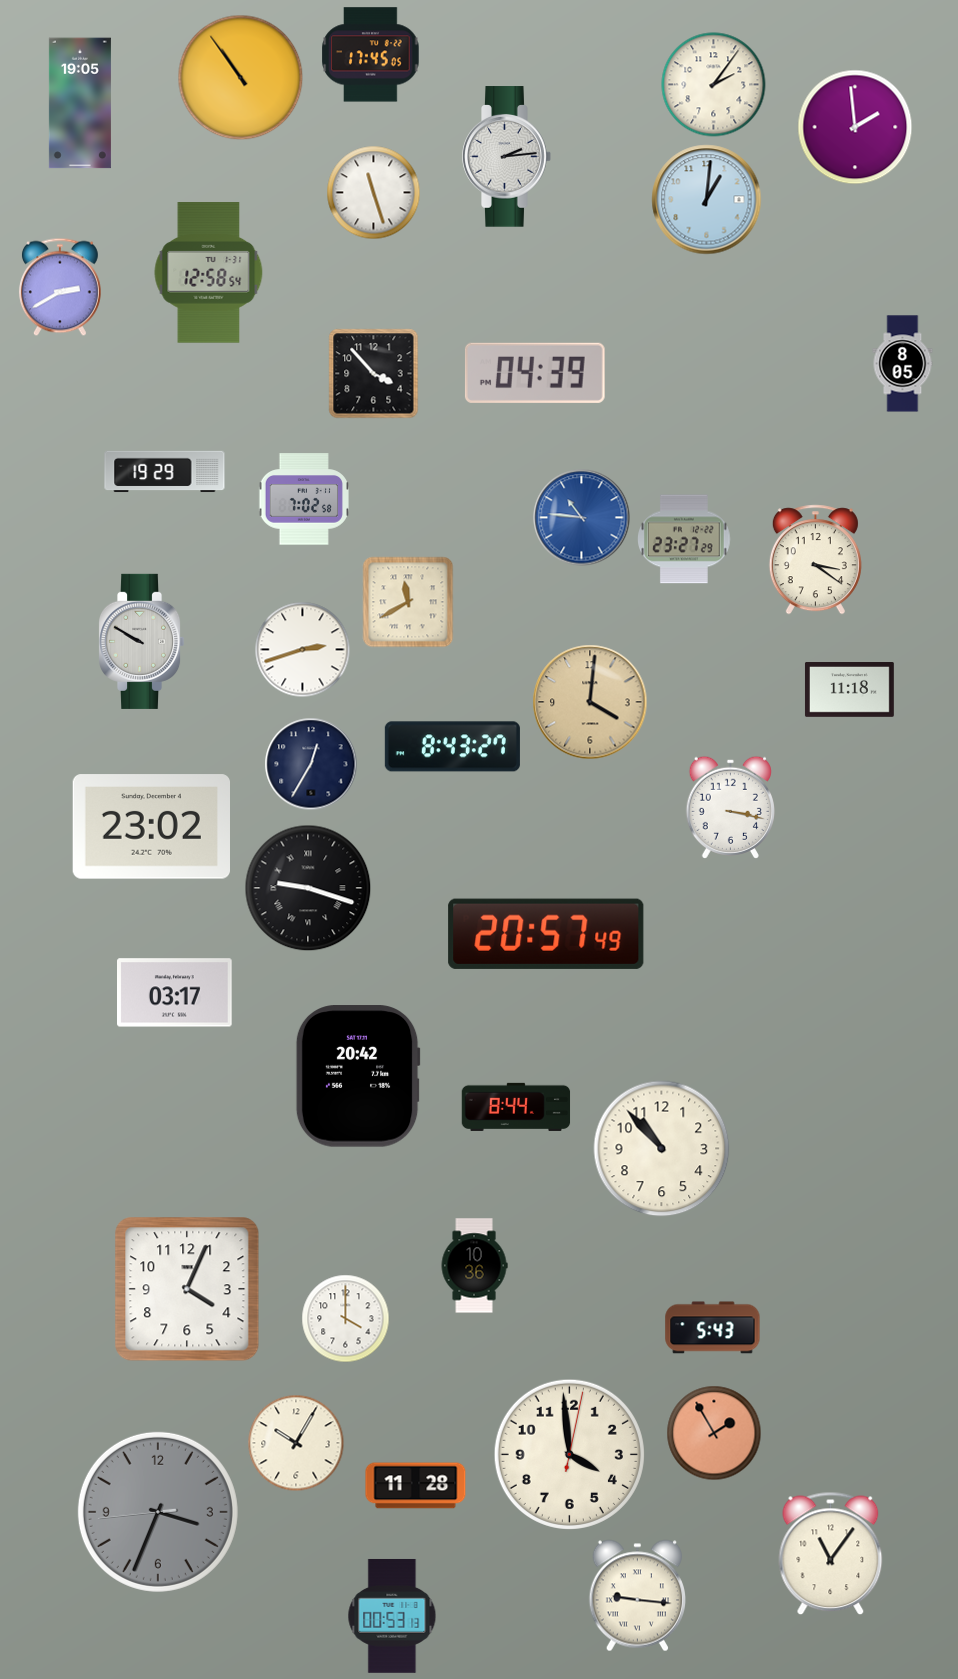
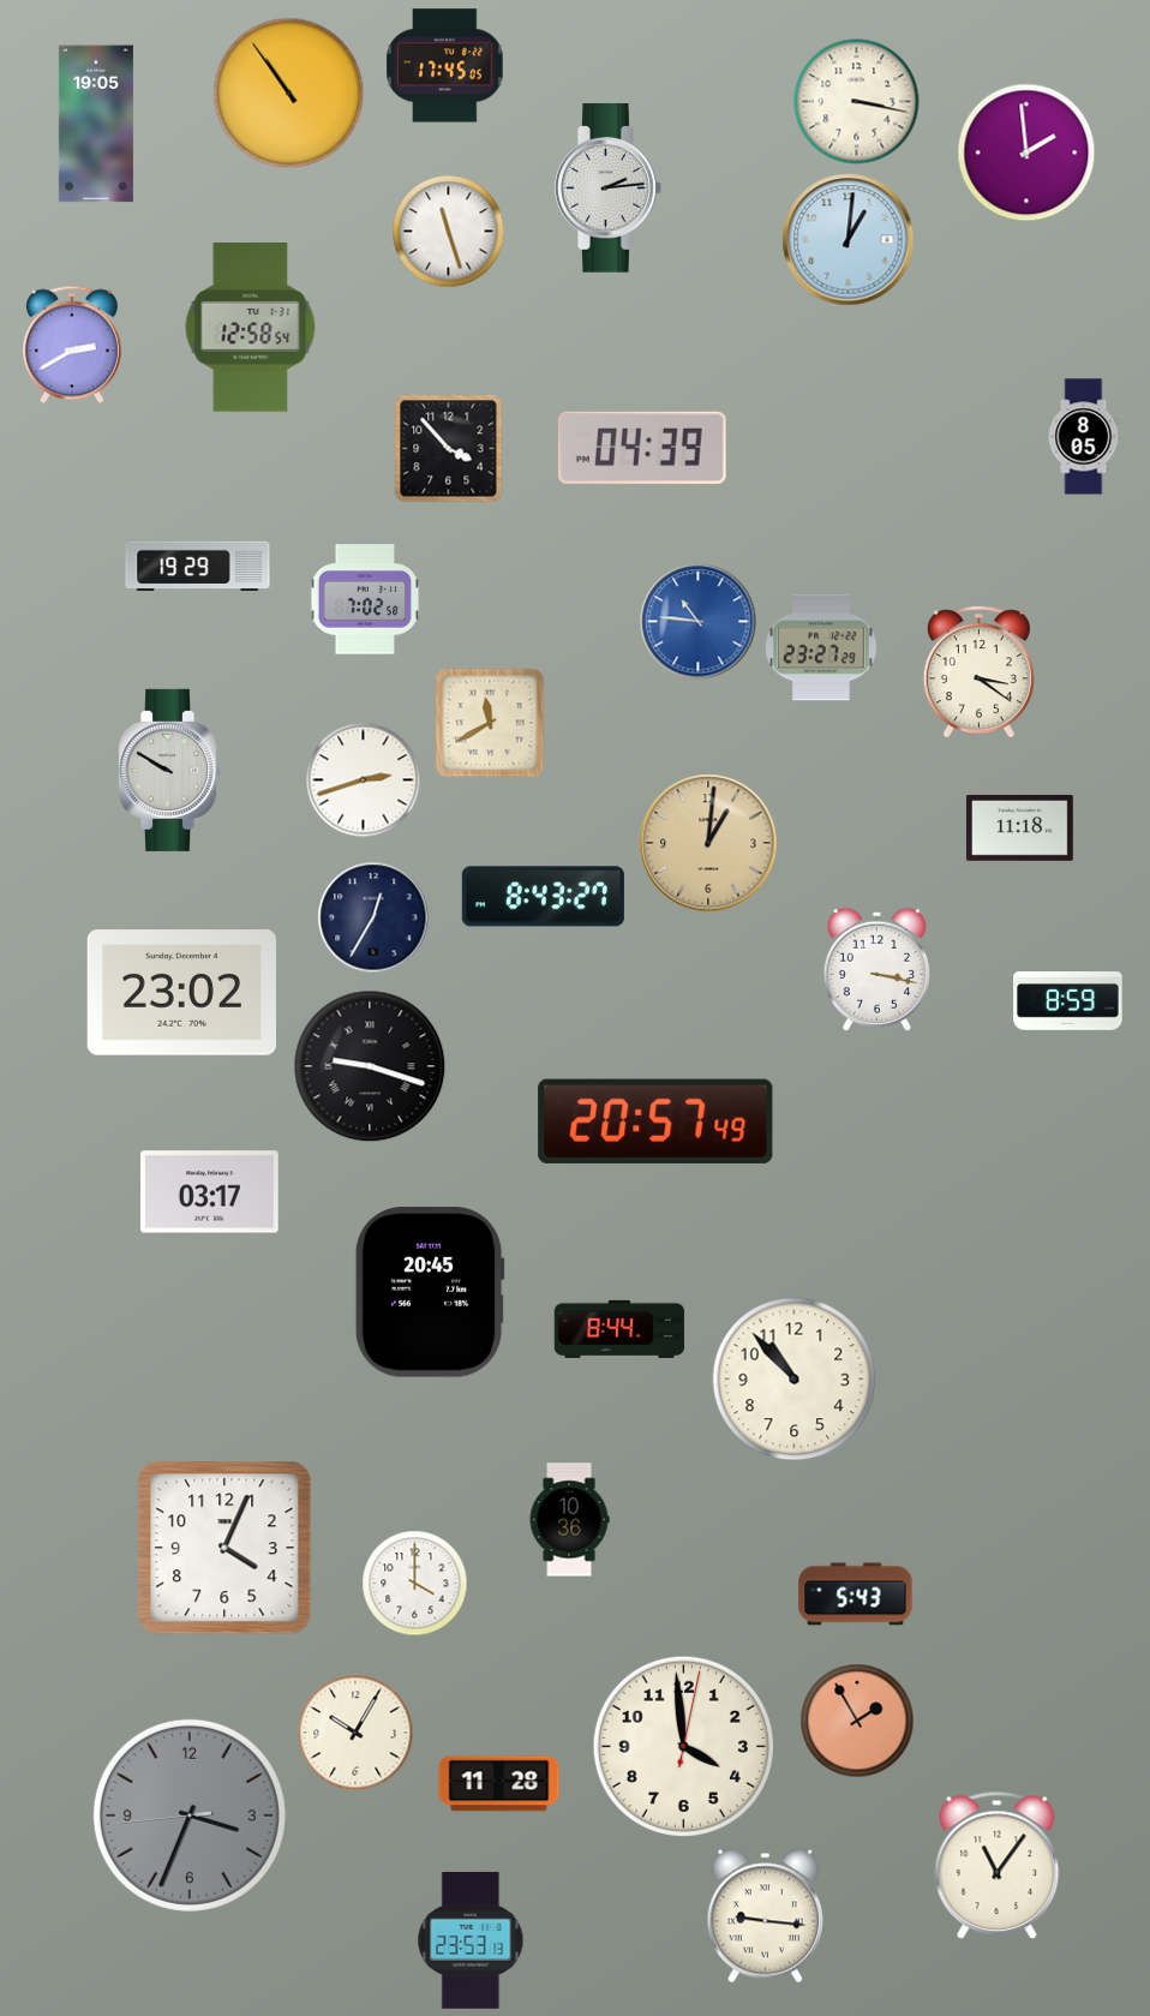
clock at (714, 85): 2:06 -> 3:17
clock at (590, 702): 4:01 -> 1:01
clock at (1068, 1001): none -> 8:59
clock at (358, 1076): 20:42 -> 20:45
clock at (392, 1616): 00:53 -> 23:53
